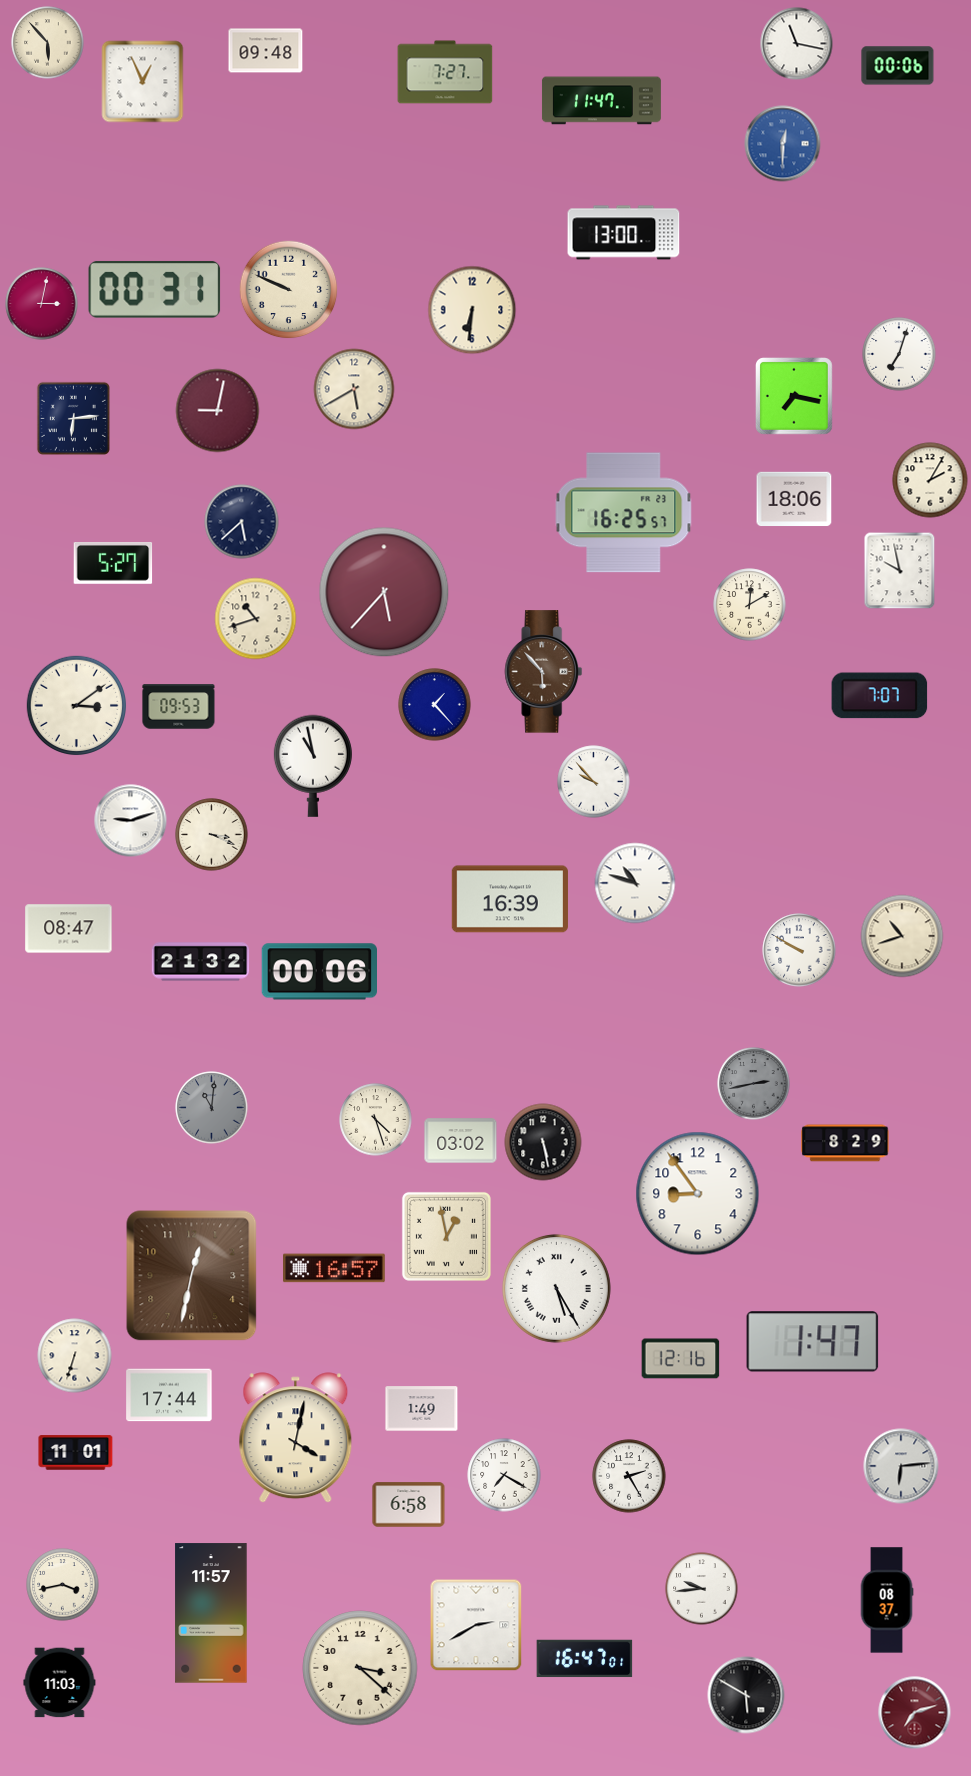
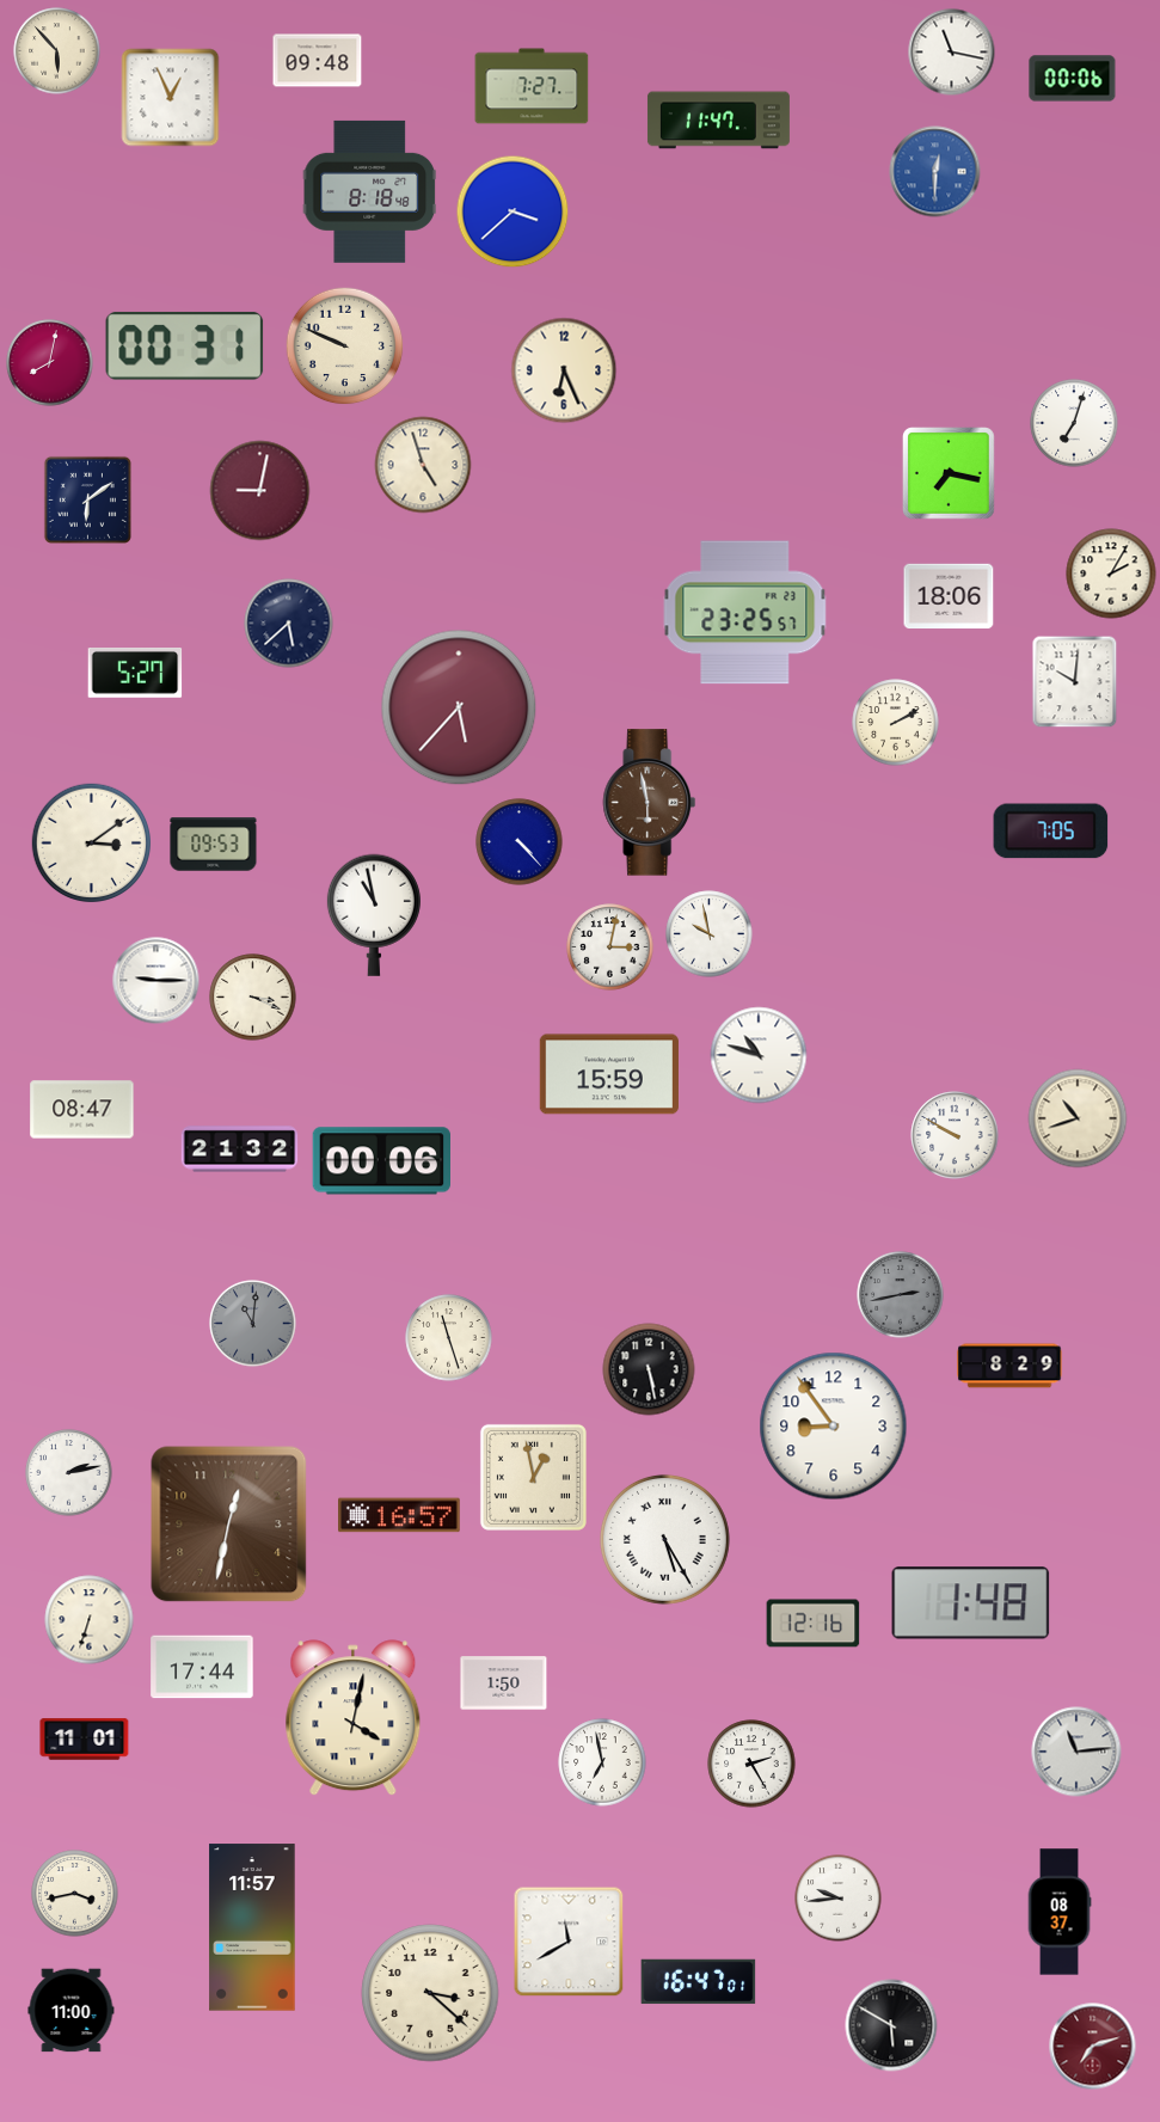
clock at (370, 191): none -> 8:18
clock at (513, 211): none -> 3:38
clock at (624, 233): 13:00 -> none
clock at (42, 304): 3:02 -> 8:02
clock at (472, 310): 6:31 -> 6:26
clock at (354, 389): 5:40 -> 4:57
clock at (73, 418): 6:14 -> 6:09
clock at (624, 513): 16:25 -> 23:25
clock at (900, 571): 9:58 -> 10:01
clock at (750, 605): 12:10 -> 2:10
clock at (256, 619): 10:42 -> none
clock at (544, 672): 5:53 -> 5:58
clock at (880, 696): 7:07 -> 7:05
clock at (435, 705): 1:23 -> 4:23
clock at (594, 782): 9:53 -> 9:58
clock at (610, 947): none -> 3:02
clock at (131, 821): 9:12 -> 9:15
clock at (510, 899): 16:39 -> 15:59
clock at (376, 1120): 4:27 -> 11:27
clock at (461, 1141): 03:02 -> none
clock at (543, 1142) position: (543, 1142) -> (649, 1369)
clock at (69, 1473): none -> 2:13
clock at (813, 1342): 1:47 -> 1:48
clock at (422, 1409): 1:49 -> 1:50
clock at (76, 1453) position: (76, 1453) -> (85, 1740)
clock at (901, 1466): 6:14 -> 11:14
clock at (504, 1475): 7:20 -> 6:58
clock at (409, 1505): 6:58 -> none
clock at (476, 1625): 2:40 -> 11:40
clock at (60, 1683): 11:03 -> 11:00
